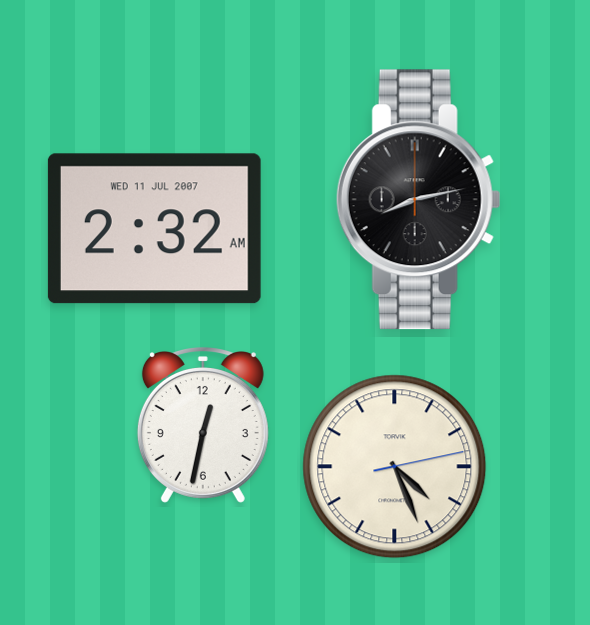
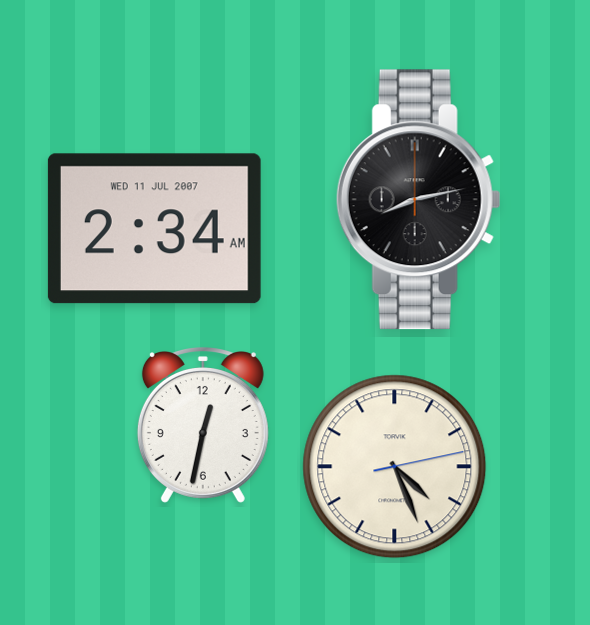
clock at (154, 229): 2:32 -> 2:34
